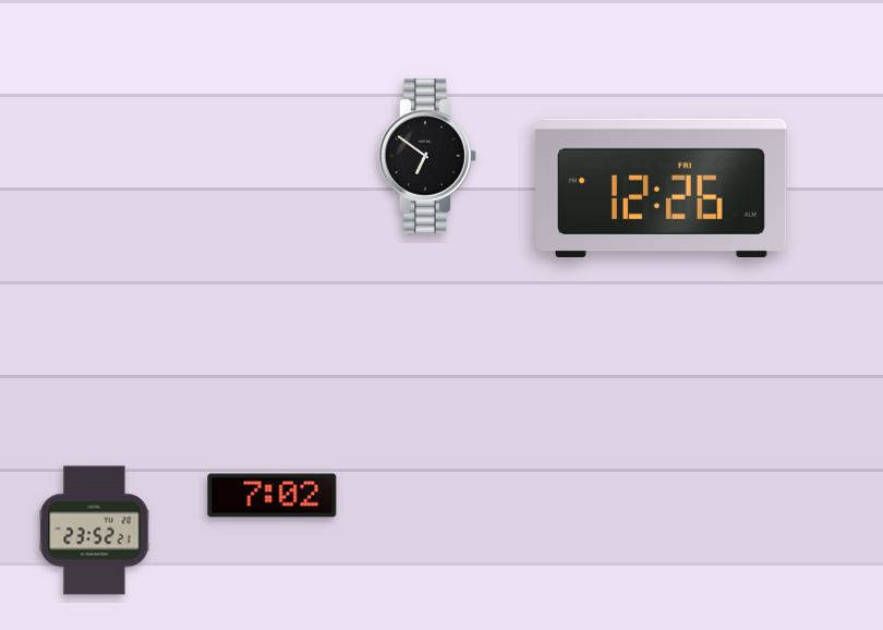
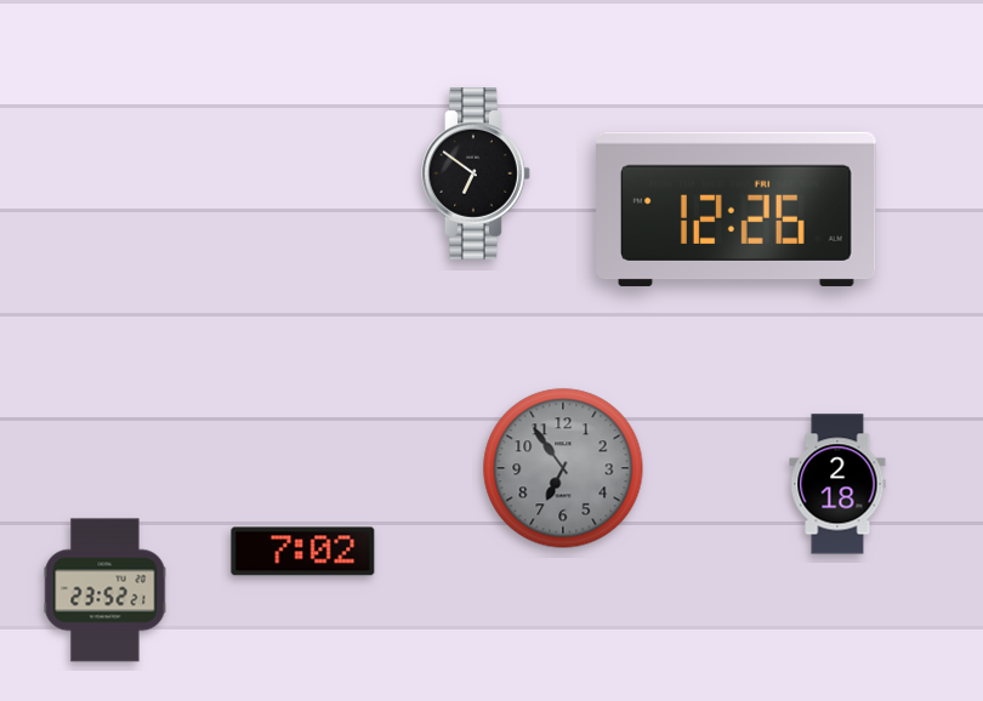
clock at (563, 468): none -> 6:54
clock at (837, 484): none -> 2:18
